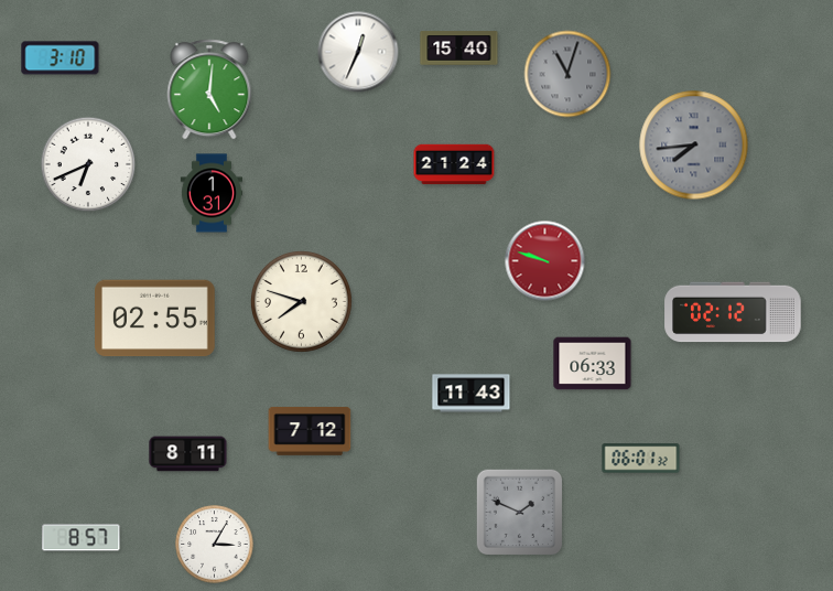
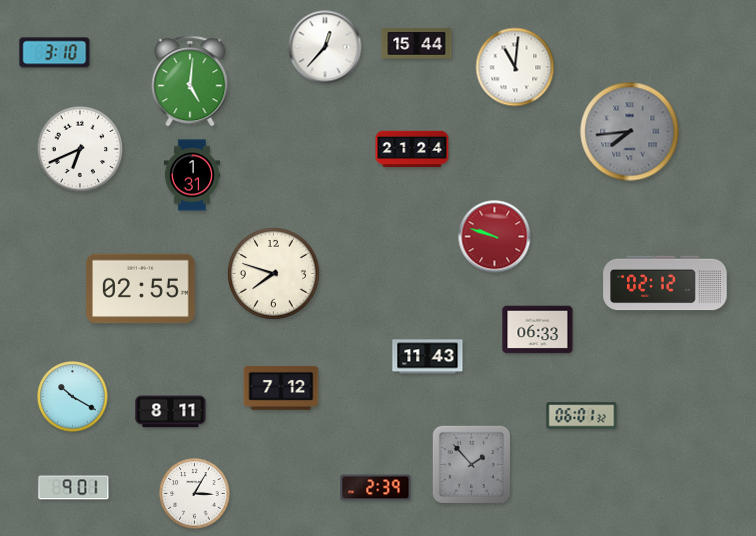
clock at (459, 49): 15:40 -> 15:44
clock at (358, 52): 12:34 -> 12:37
clock at (567, 74): 11:03 -> 11:01
clock at (567, 74) dial: grey -> white
clock at (310, 431) position: (310, 431) -> (281, 388)
clock at (73, 397): none -> 10:20
clock at (520, 513): 1:49 -> 1:53
clock at (82, 538): 8:57 -> 9:01
clock at (376, 488): none -> 2:39
